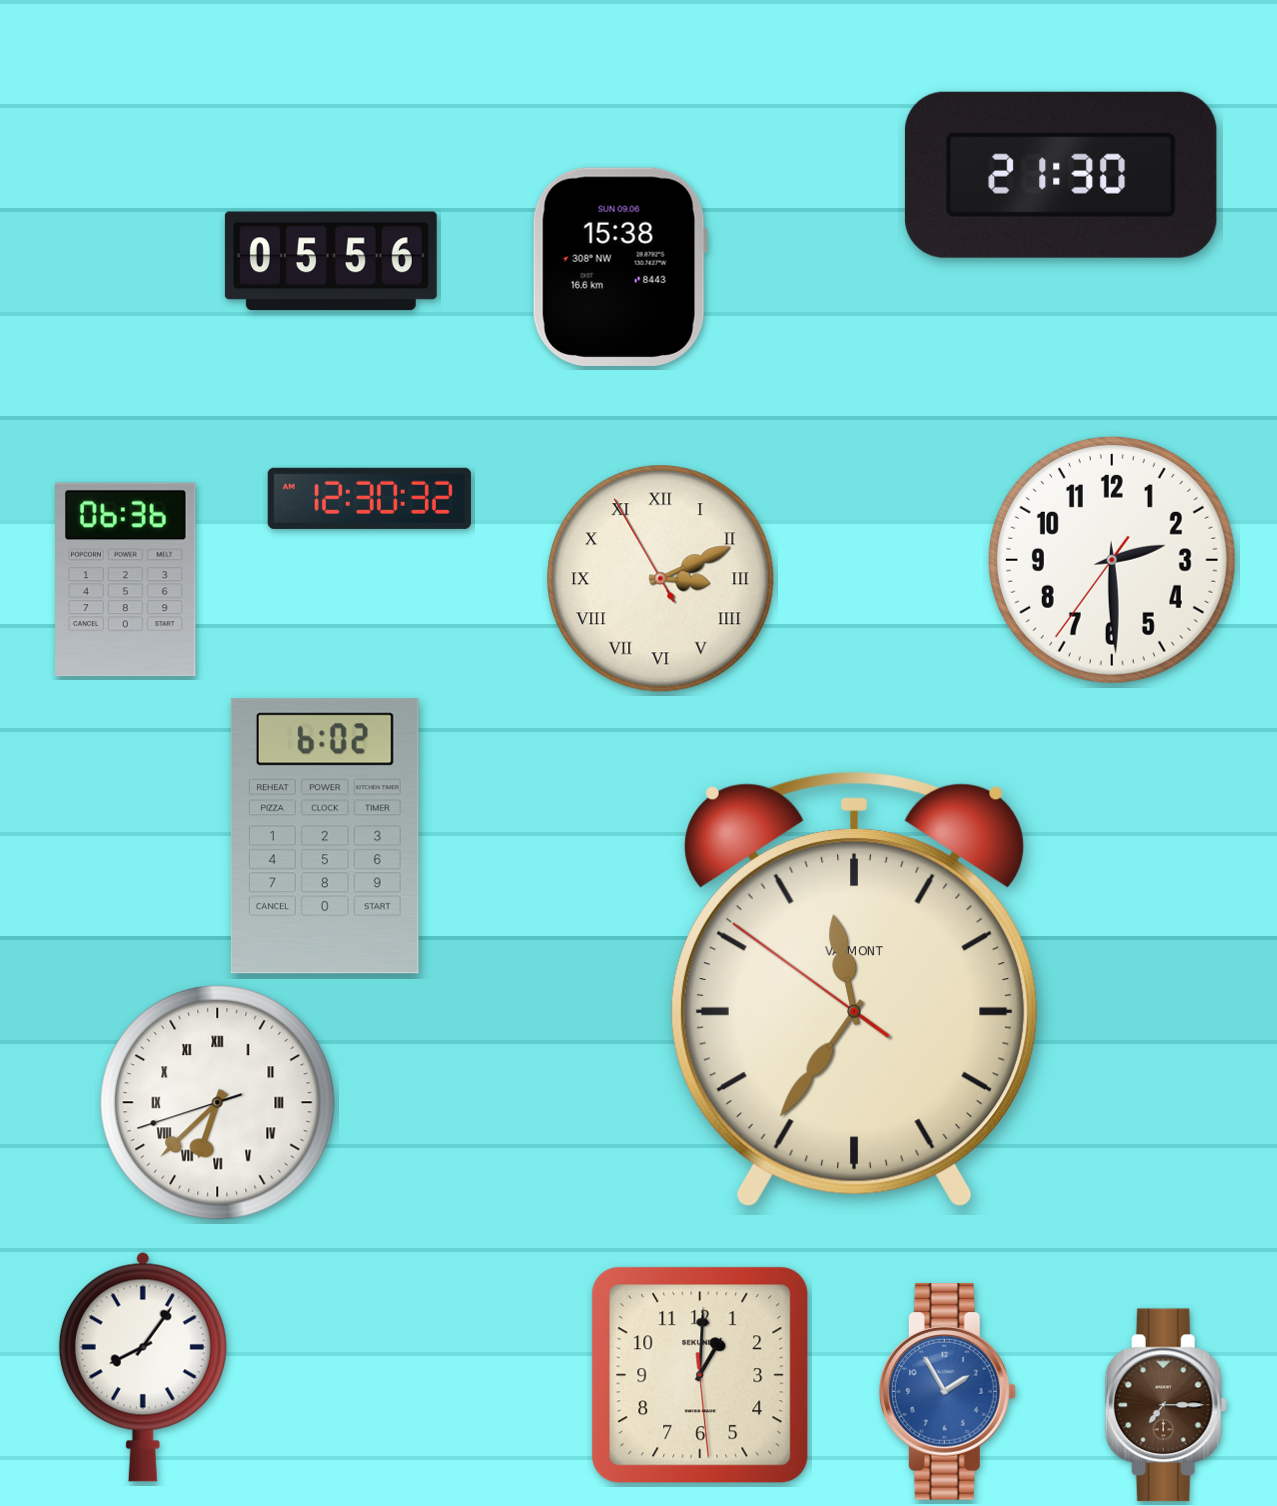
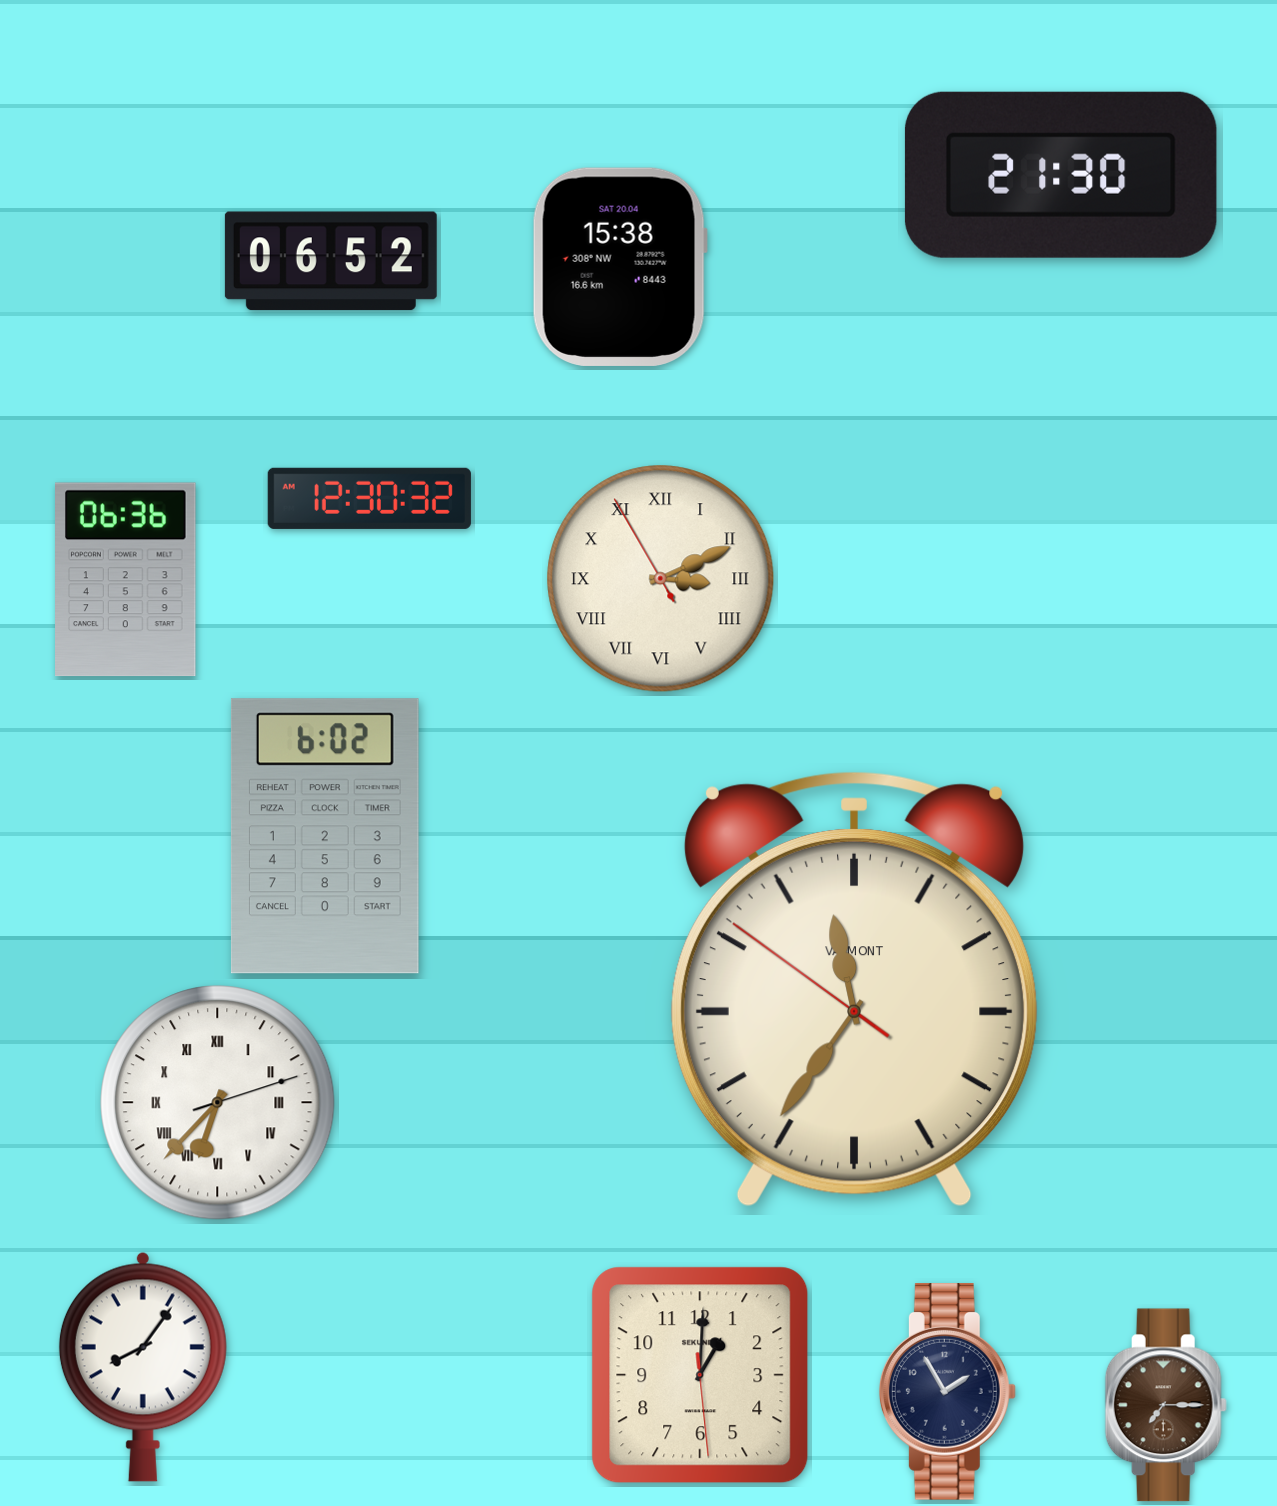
clock at (331, 261): 05:56 -> 06:52
clock at (620, 267) date: SUN 09.06 -> SAT 20.04
clock at (1112, 560): 2:29 -> none
clock at (218, 1103): 6:37:42 -> 6:37:12
clock at (947, 1392) dial: blue -> navy
